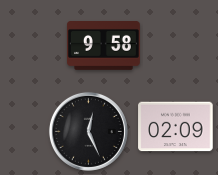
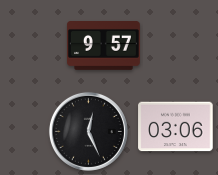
clock at (104, 46): 9:58 -> 9:57
clock at (176, 127): 02:09 -> 03:06
